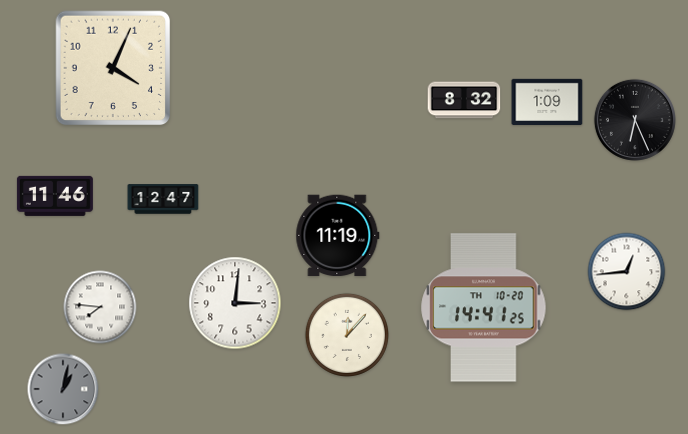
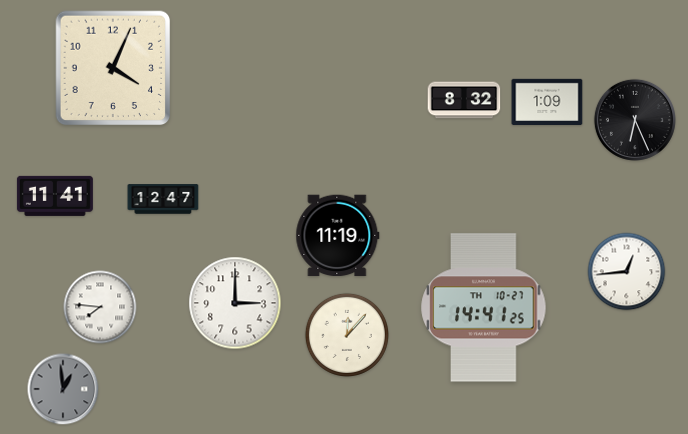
clock at (55, 196): 11:46 -> 11:41
clock at (235, 303): 3:01 -> 3:00
clock at (484, 308) date: TH 10-20 -> TH 10-27
clock at (63, 389): 1:02 -> 12:59
